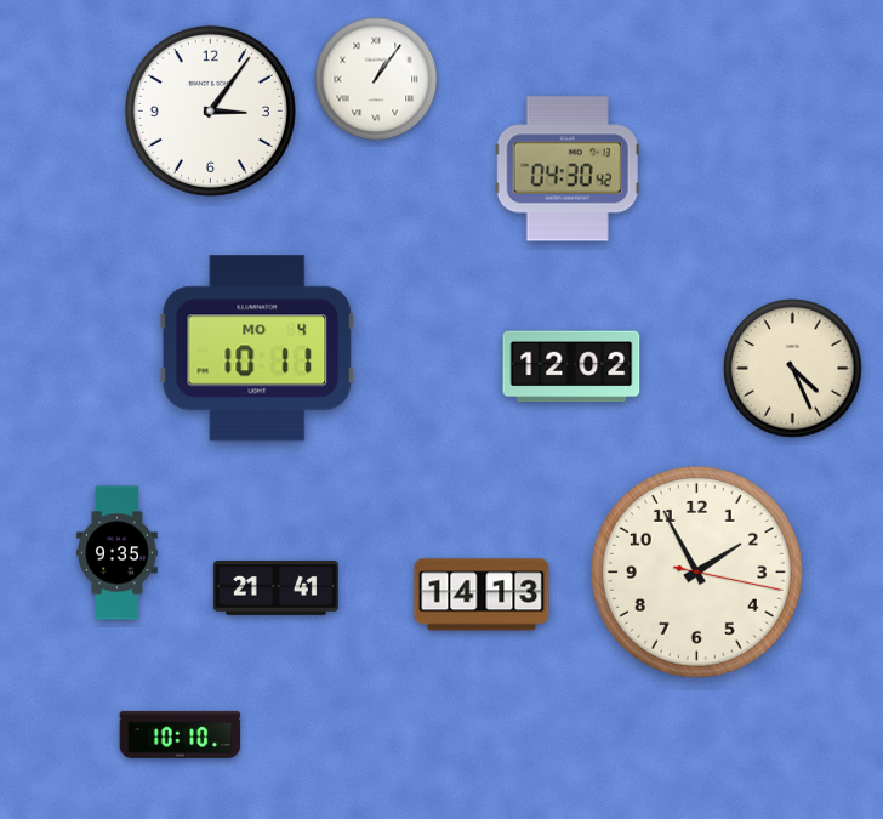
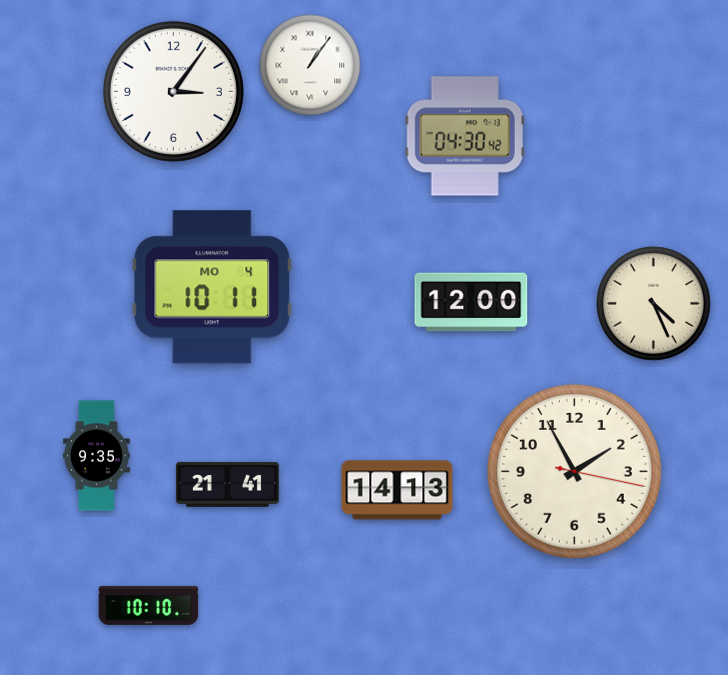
clock at (568, 169) position: (568, 169) -> (465, 136)
clock at (571, 366): 12:02 -> 12:00
